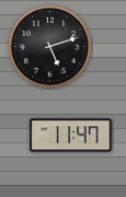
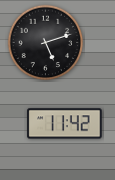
clock at (71, 136): 11:47 -> 11:42
